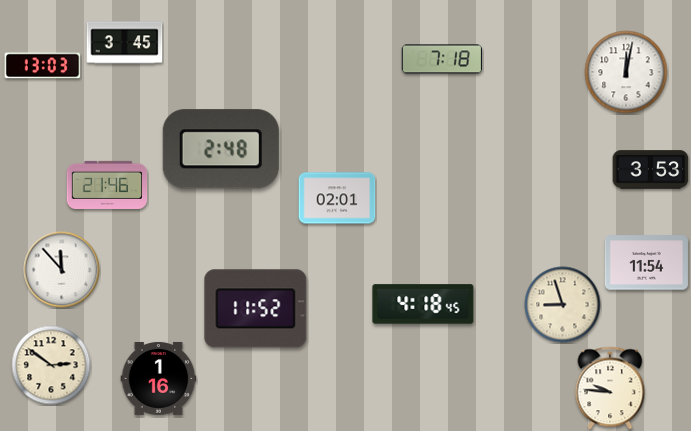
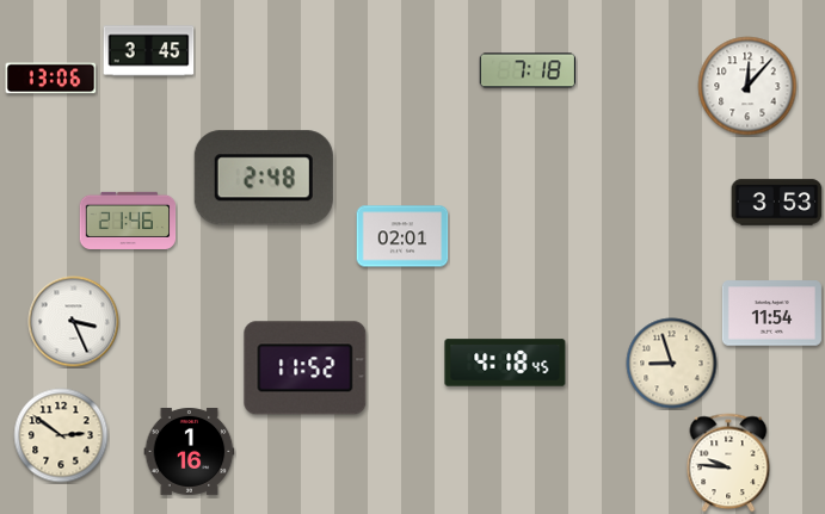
clock at (43, 66): 13:03 -> 13:06
clock at (626, 72): 12:02 -> 12:07
clock at (62, 270): 11:53 -> 3:26
